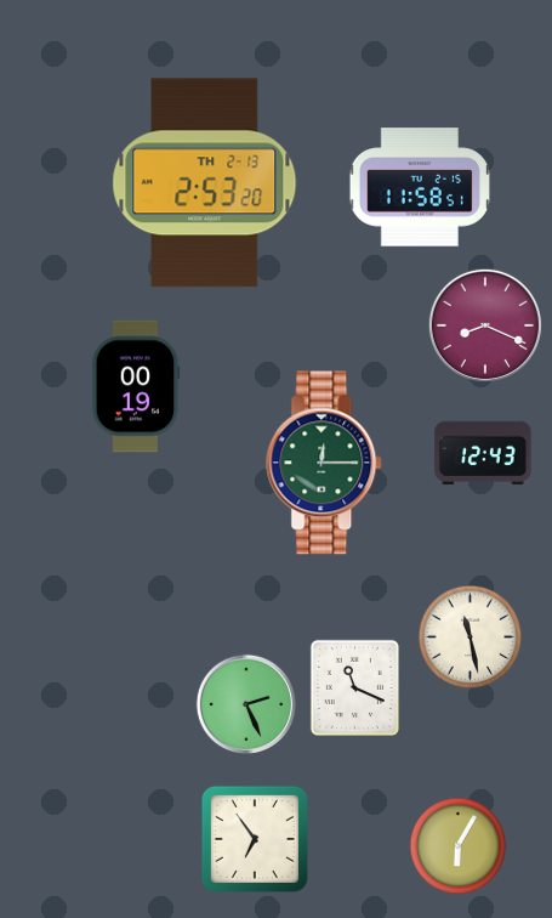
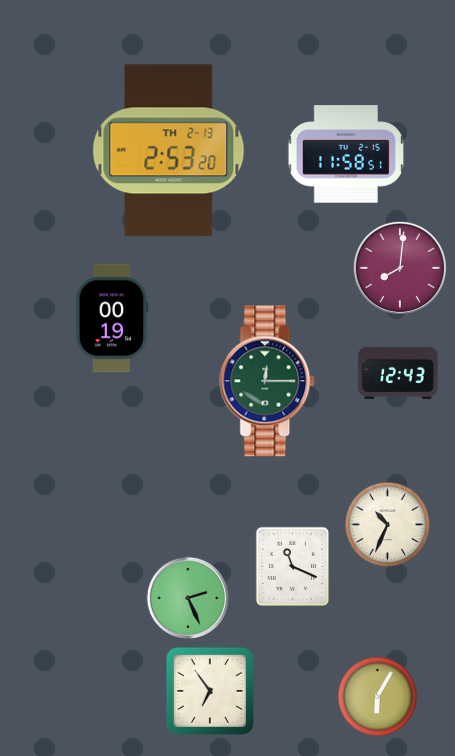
clock at (485, 325): 8:19 -> 8:01
clock at (471, 637): 11:28 -> 10:34
clock at (246, 704) position: (246, 704) -> (188, 598)
